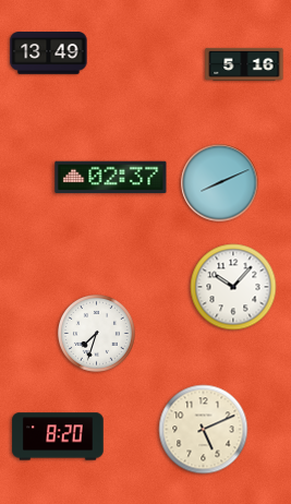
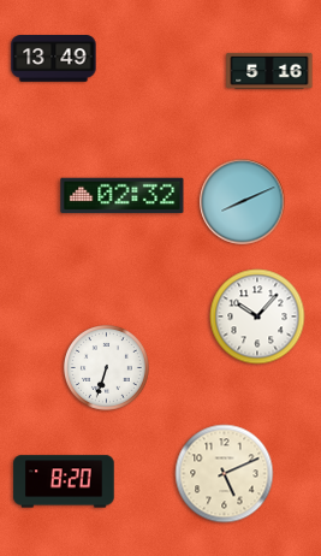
clock at (111, 178): 02:37 -> 02:32
clock at (97, 334): 7:33 -> 6:33
